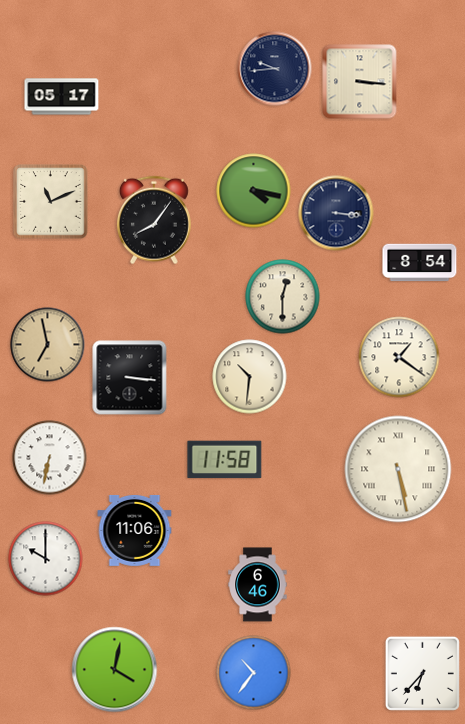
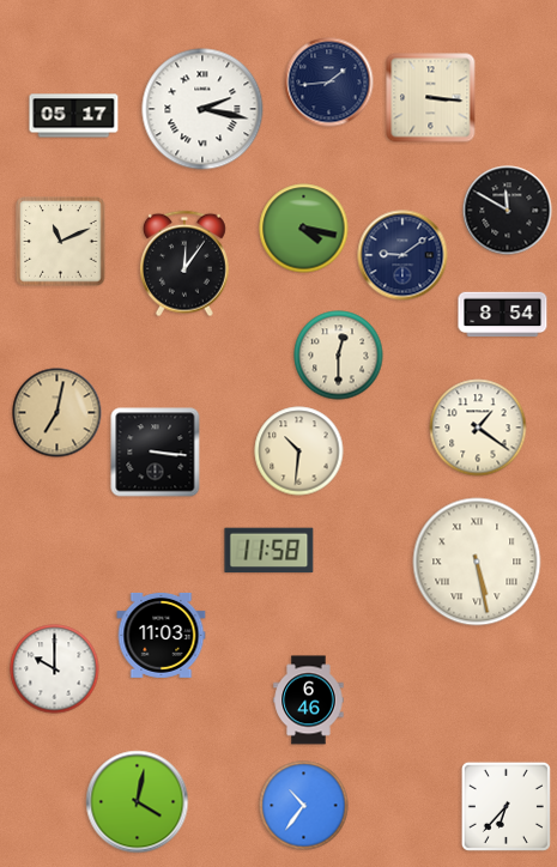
clock at (275, 69): 9:44 -> 1:44
clock at (202, 109): none -> 2:17
clock at (508, 211): none -> 11:50
clock at (336, 213): 3:16 -> 9:09
clock at (154, 220): 8:06 -> 12:06
clock at (48, 345): 6:58 -> 7:02
clock at (50, 458): 6:32 -> none
clock at (135, 530): 11:06 -> 11:03
